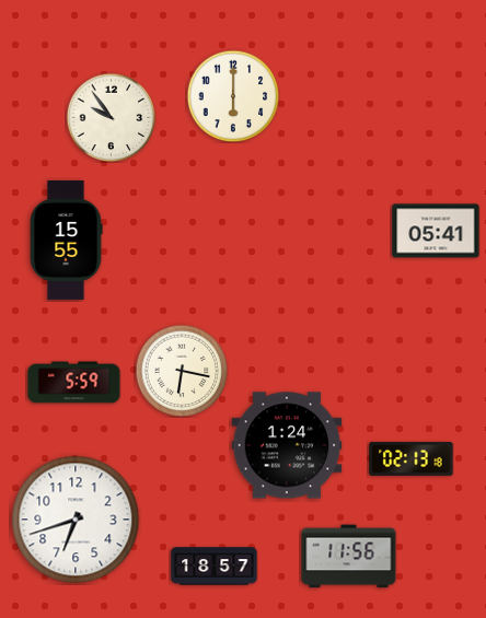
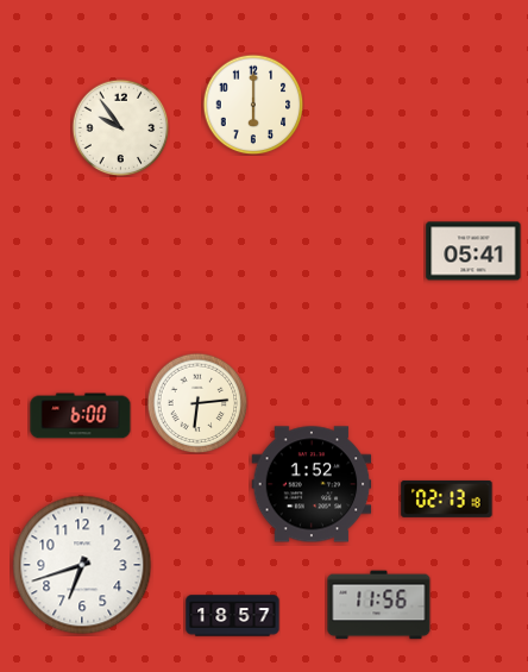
clock at (66, 240): 15:55 -> none
clock at (182, 371): 6:17 -> 6:14
clock at (74, 383): 5:59 -> 6:00
clock at (287, 445): 1:24 -> 1:52
